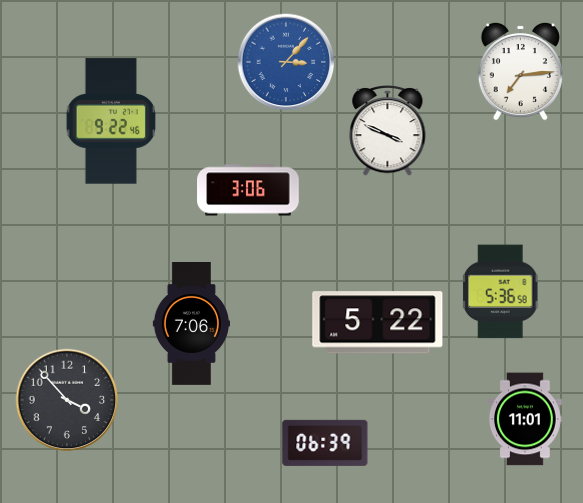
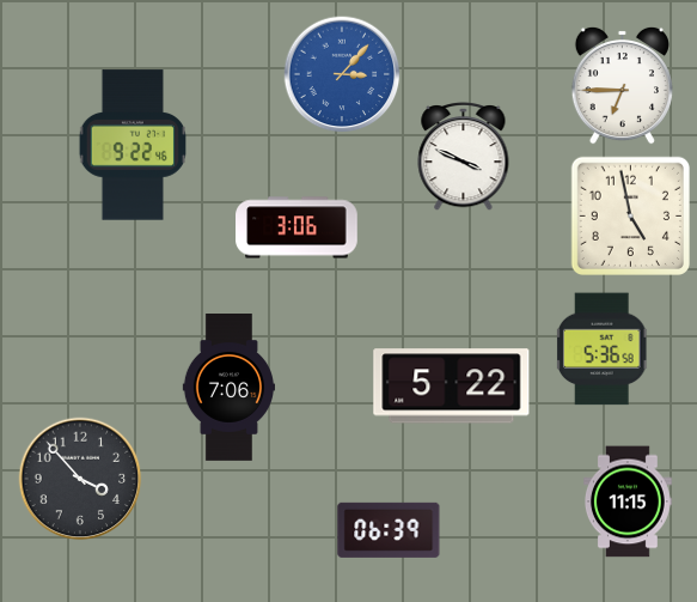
clock at (520, 71): 7:14 -> 6:45
clock at (630, 215): none -> 4:58
clock at (501, 292) position: (501, 292) -> (603, 349)
clock at (526, 419): 11:01 -> 11:15
